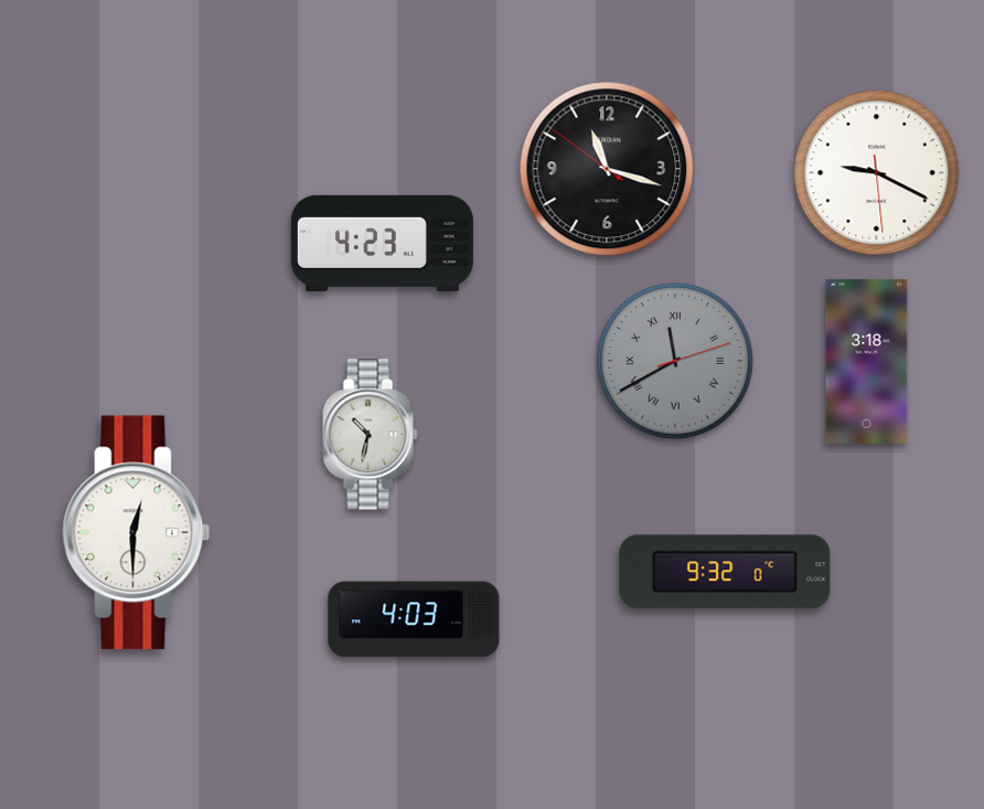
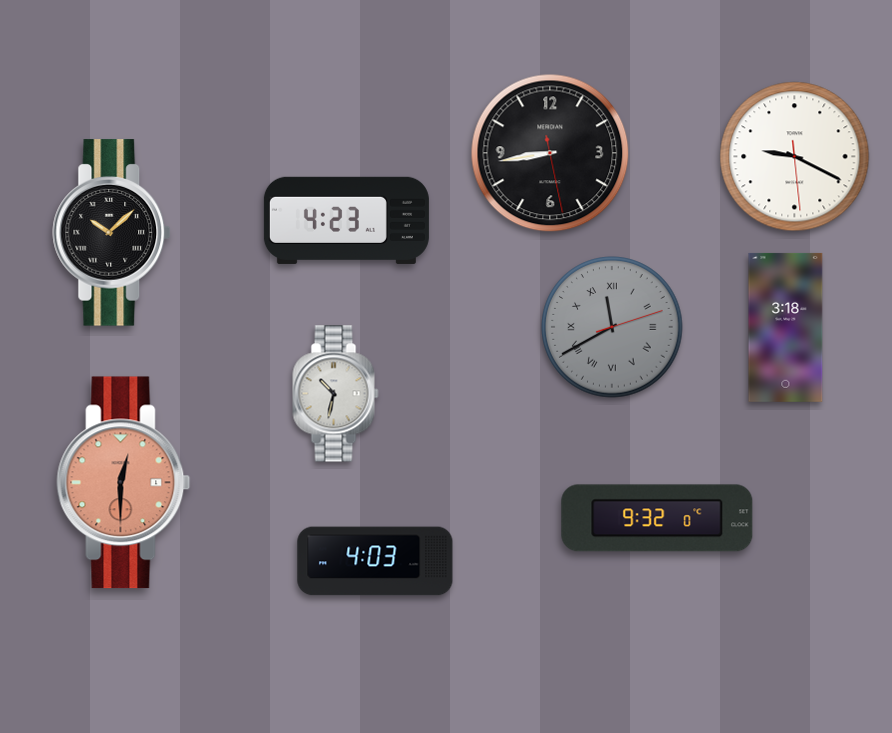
clock at (607, 169): 11:17 -> 8:43
clock at (112, 233): none -> 10:08
clock at (137, 533) dial: white -> salmon
